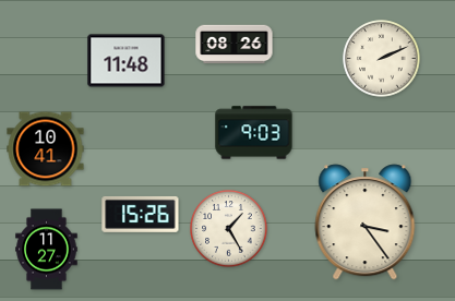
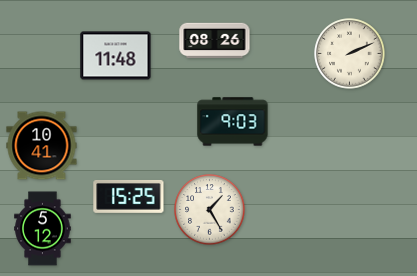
clock at (46, 149) position: (46, 149) -> (42, 146)
clock at (141, 214): 15:26 -> 15:25
clock at (366, 222): 3:24 -> none
clock at (47, 250): 11:27 -> 5:12
